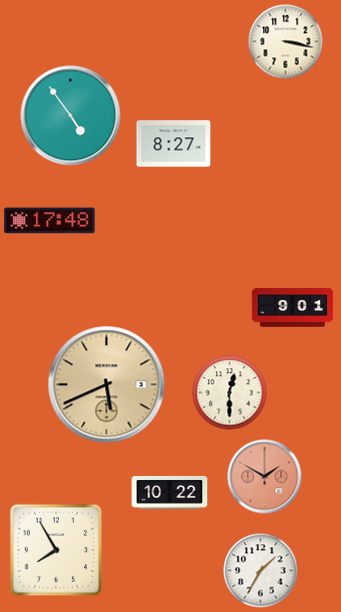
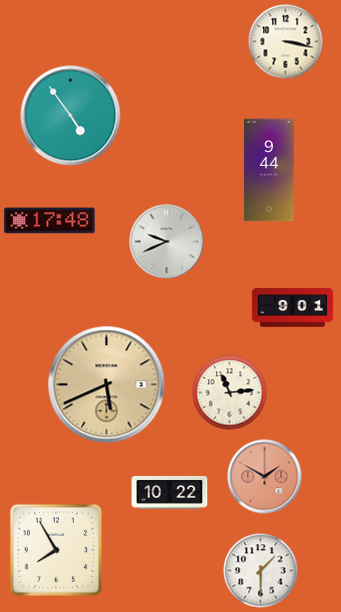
clock at (174, 144): 8:27 -> none
clock at (269, 170): none -> 9:44
clock at (167, 242): none -> 9:41
clock at (230, 393): 12:30 -> 11:14
clock at (261, 571): 1:35 -> 1:30
